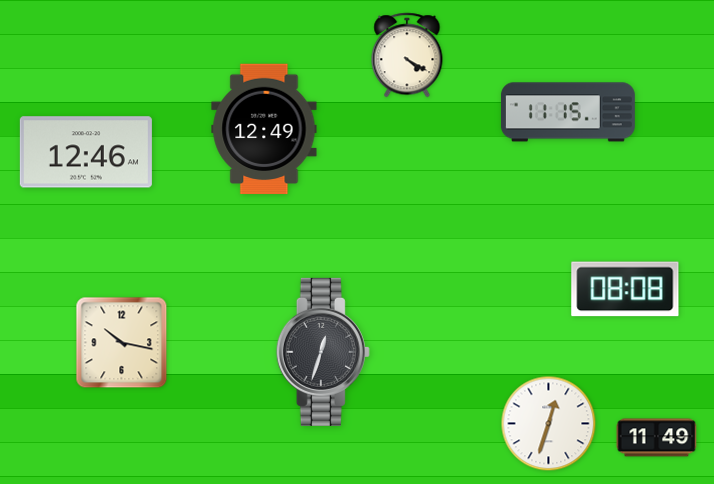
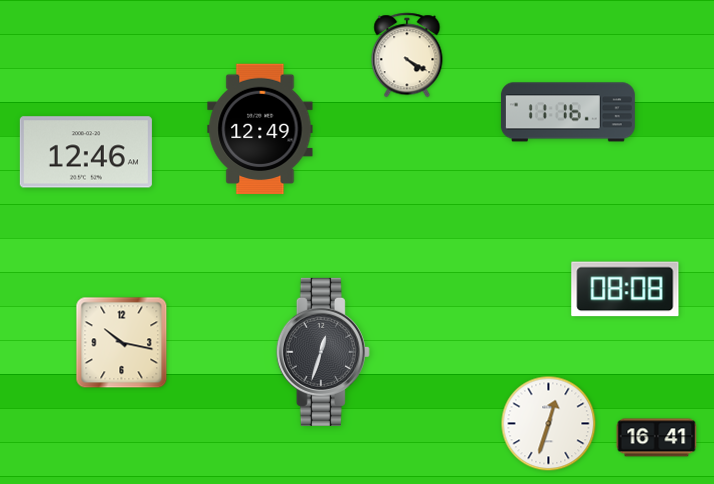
clock at (568, 112): 11:15 -> 11:16
clock at (264, 129) position: (264, 129) -> (260, 129)
clock at (657, 438): 11:49 -> 16:41
